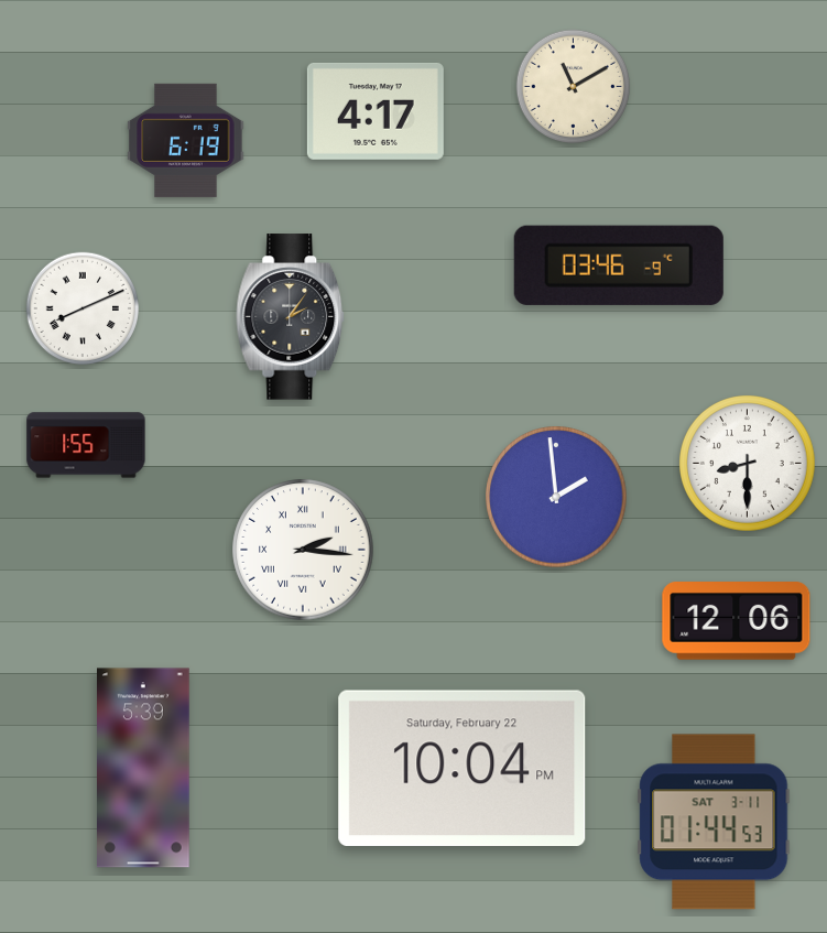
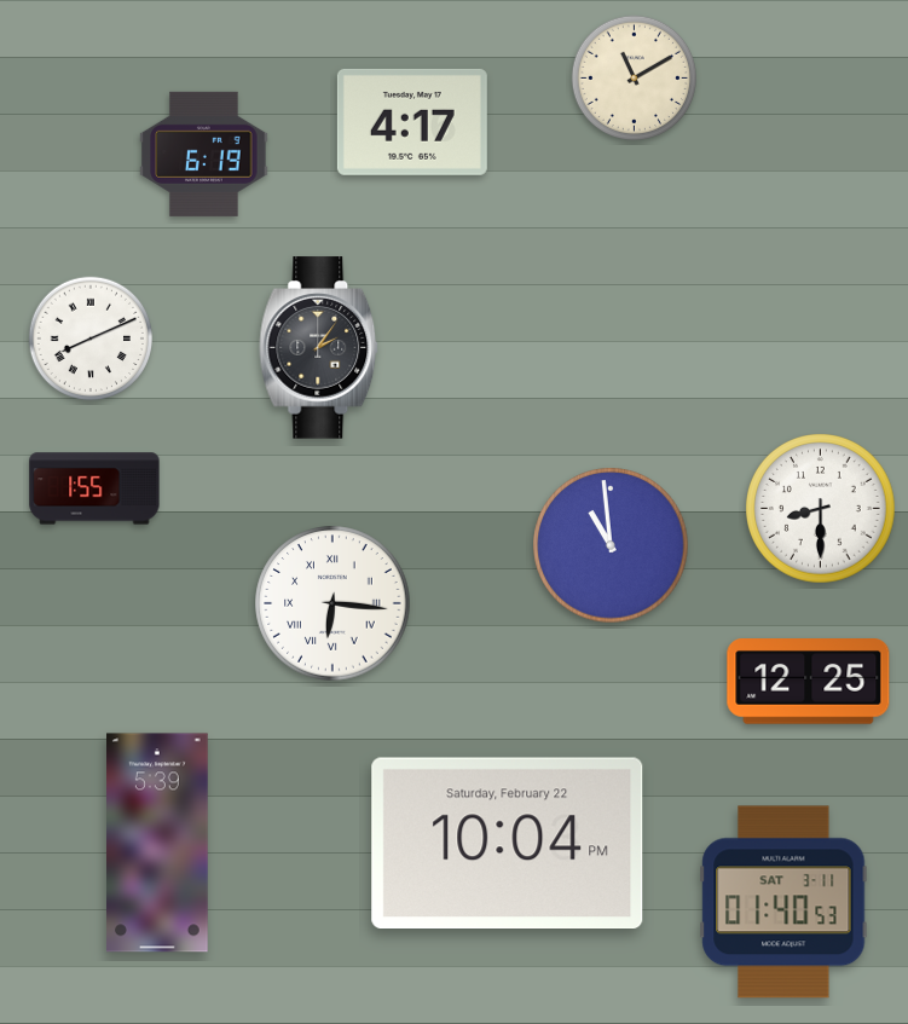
clock at (573, 86) position: (573, 86) -> (634, 77)
clock at (619, 265): 03:46 -> none
clock at (556, 497): 1:59 -> 10:59
clock at (303, 550): 2:16 -> 6:16
clock at (737, 621): 12:06 -> 12:25
clock at (714, 822): 01:44 -> 01:40
